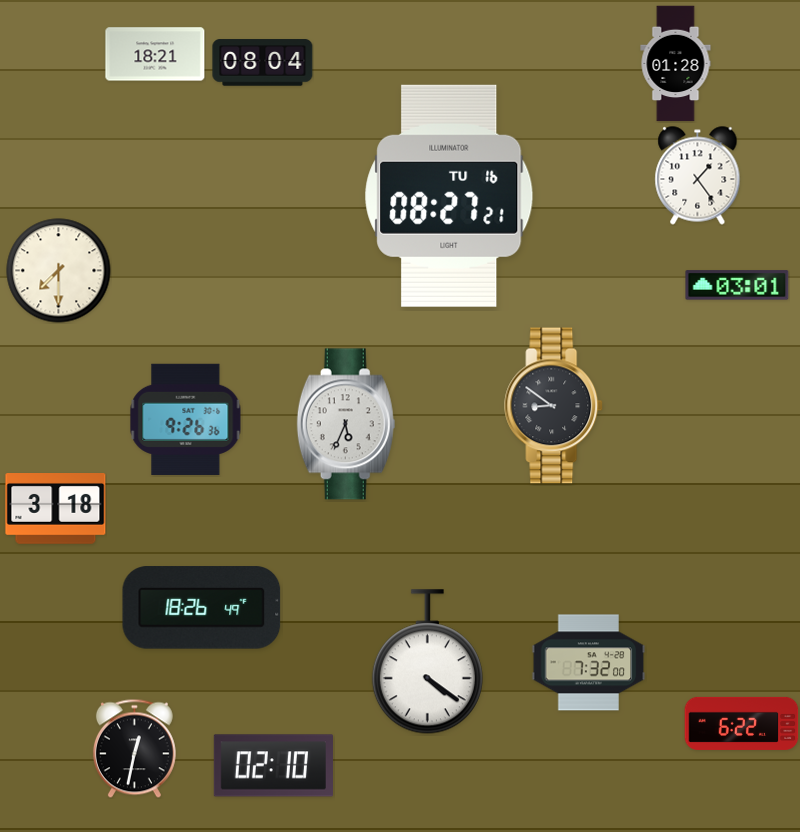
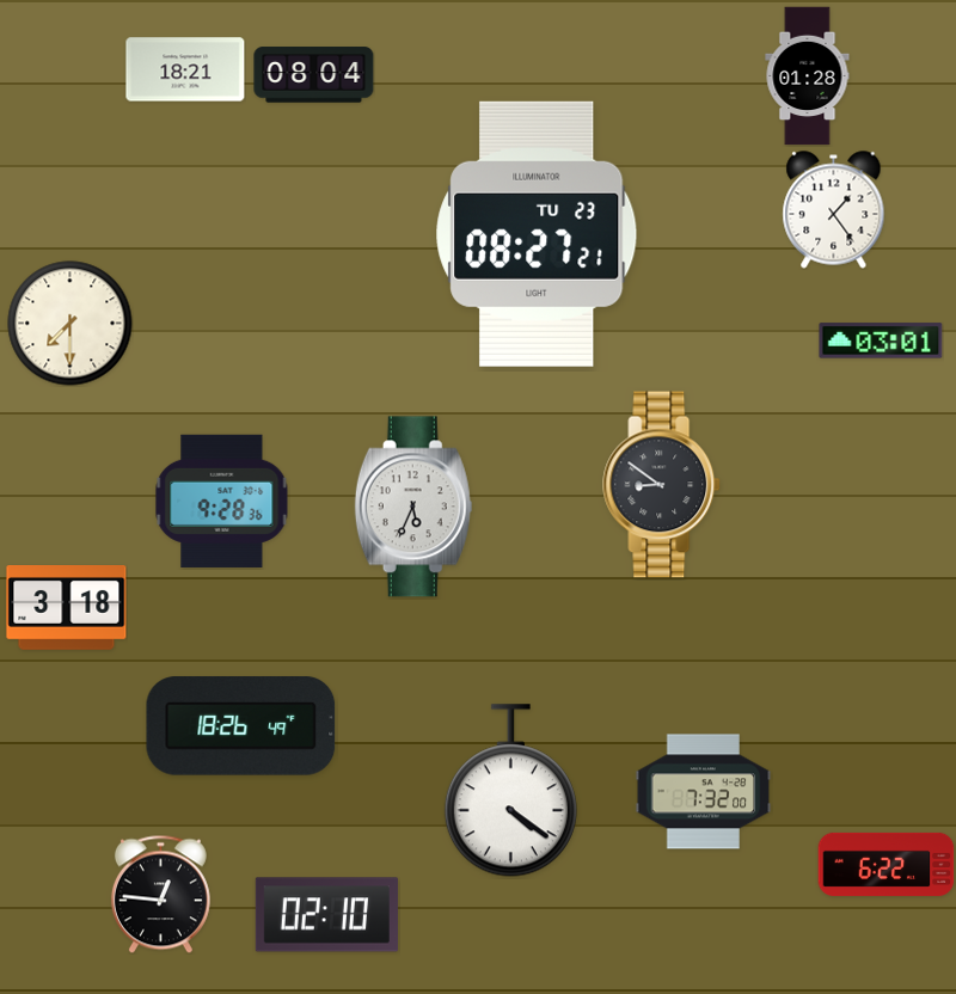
clock at (155, 54) position: (155, 54) -> (185, 69)
clock at (449, 196) date: TU 16 -> TU 23
clock at (186, 419): 9:26 -> 9:28
clock at (134, 748): 12:32 -> 12:46
